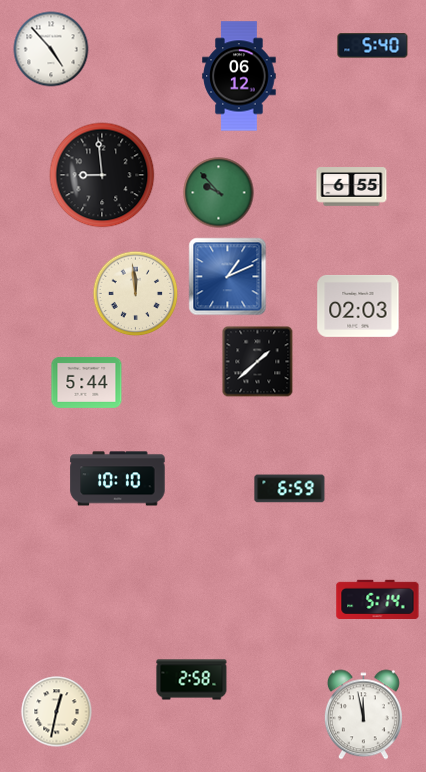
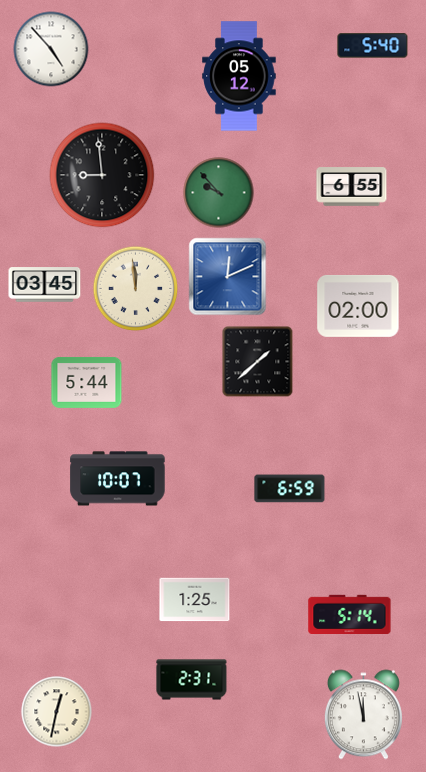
clock at (239, 76): 06:12 -> 05:12
clock at (228, 277): 1:11 -> 12:11
clock at (45, 285): none -> 03:45
clock at (136, 294) position: (136, 294) -> (136, 289)
clock at (358, 306): 02:03 -> 02:00
clock at (118, 479): 10:10 -> 10:07
clock at (378, 599) position: (378, 599) -> (350, 614)
clock at (195, 600): none -> 1:25
clock at (192, 680): 2:58 -> 2:31
